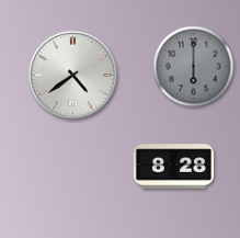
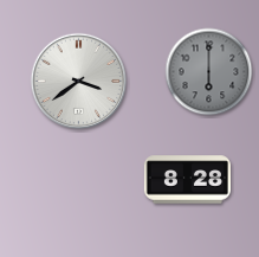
clock at (73, 76): 4:39 -> 3:39
